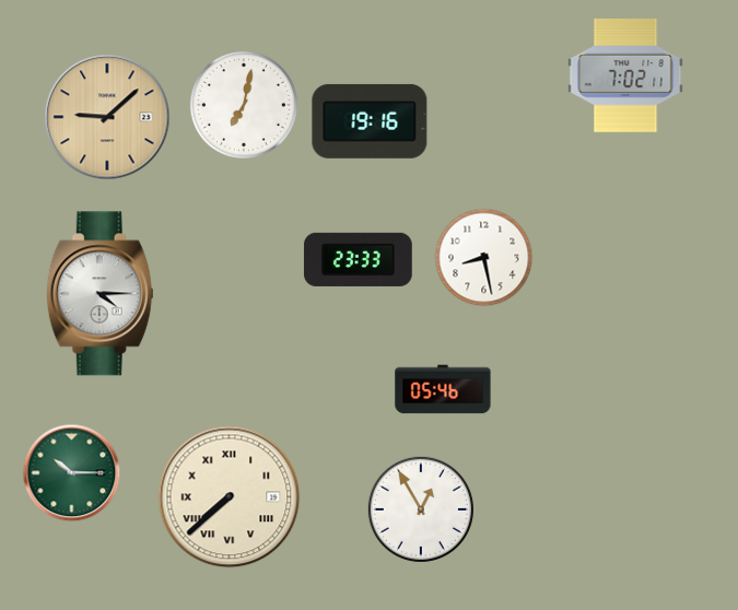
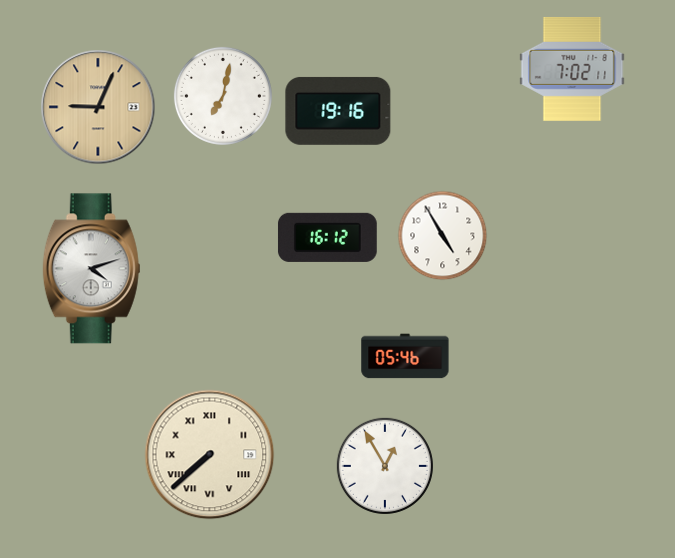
clock at (107, 117): 9:08 -> 9:04
clock at (484, 258): 8:28 -> 4:55
clock at (358, 259): 23:33 -> 16:12
clock at (99, 294): 4:15 -> 4:12
clock at (72, 473): 10:15 -> none
